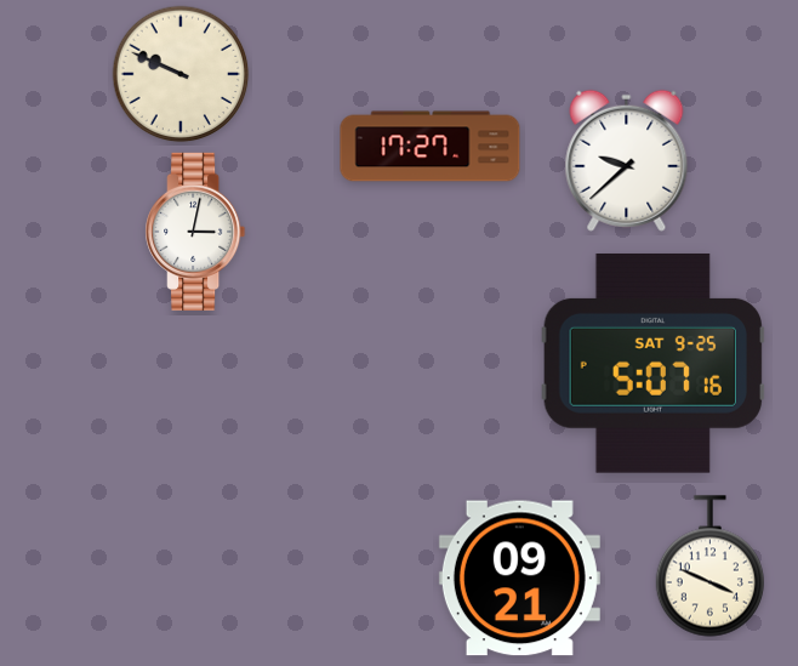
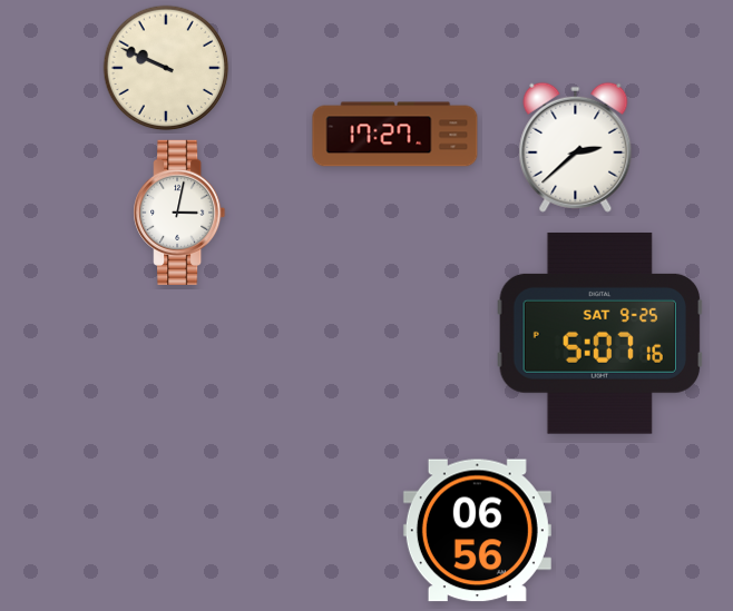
clock at (627, 160): 9:38 -> 2:38
clock at (709, 567): 3:49 -> none
clock at (519, 579): 09:21 -> 06:56
